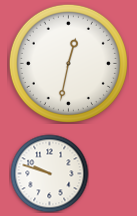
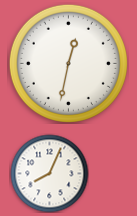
clock at (49, 173): 9:48 -> 8:04
